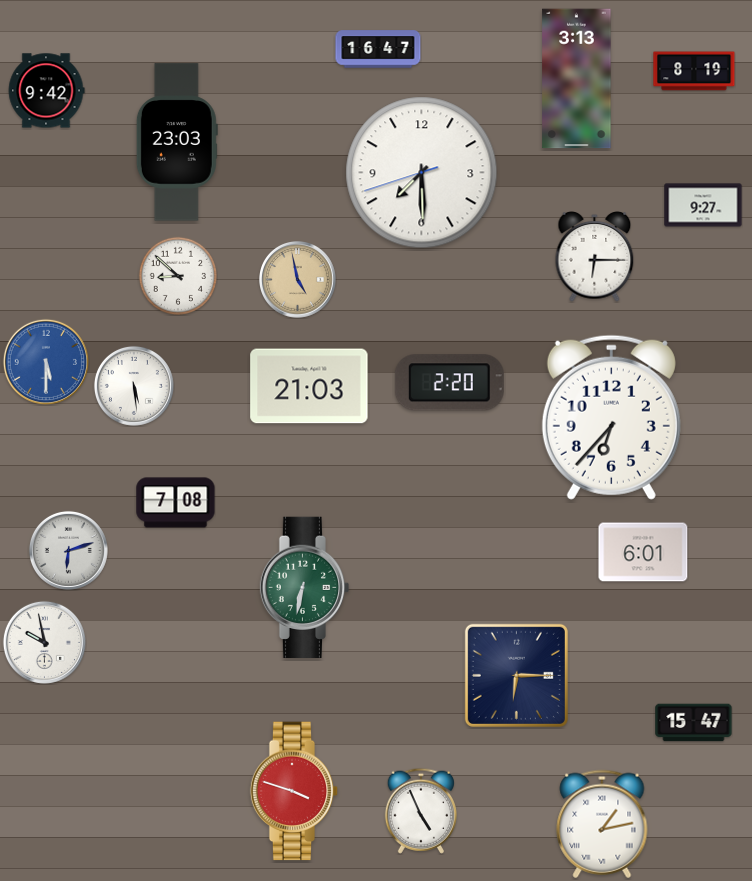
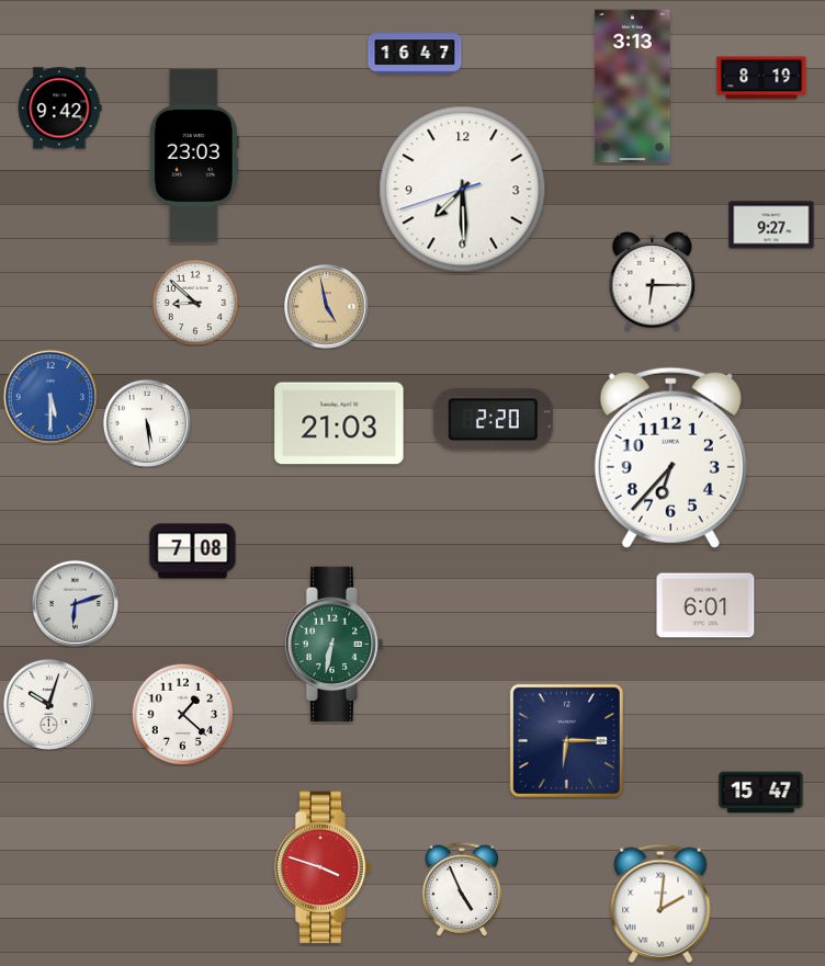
clock at (46, 91) position: (46, 91) -> (59, 109)
clock at (44, 642): 9:58 -> 10:03
clock at (182, 714): none -> 1:22
clock at (602, 824): 1:13 -> 2:01
